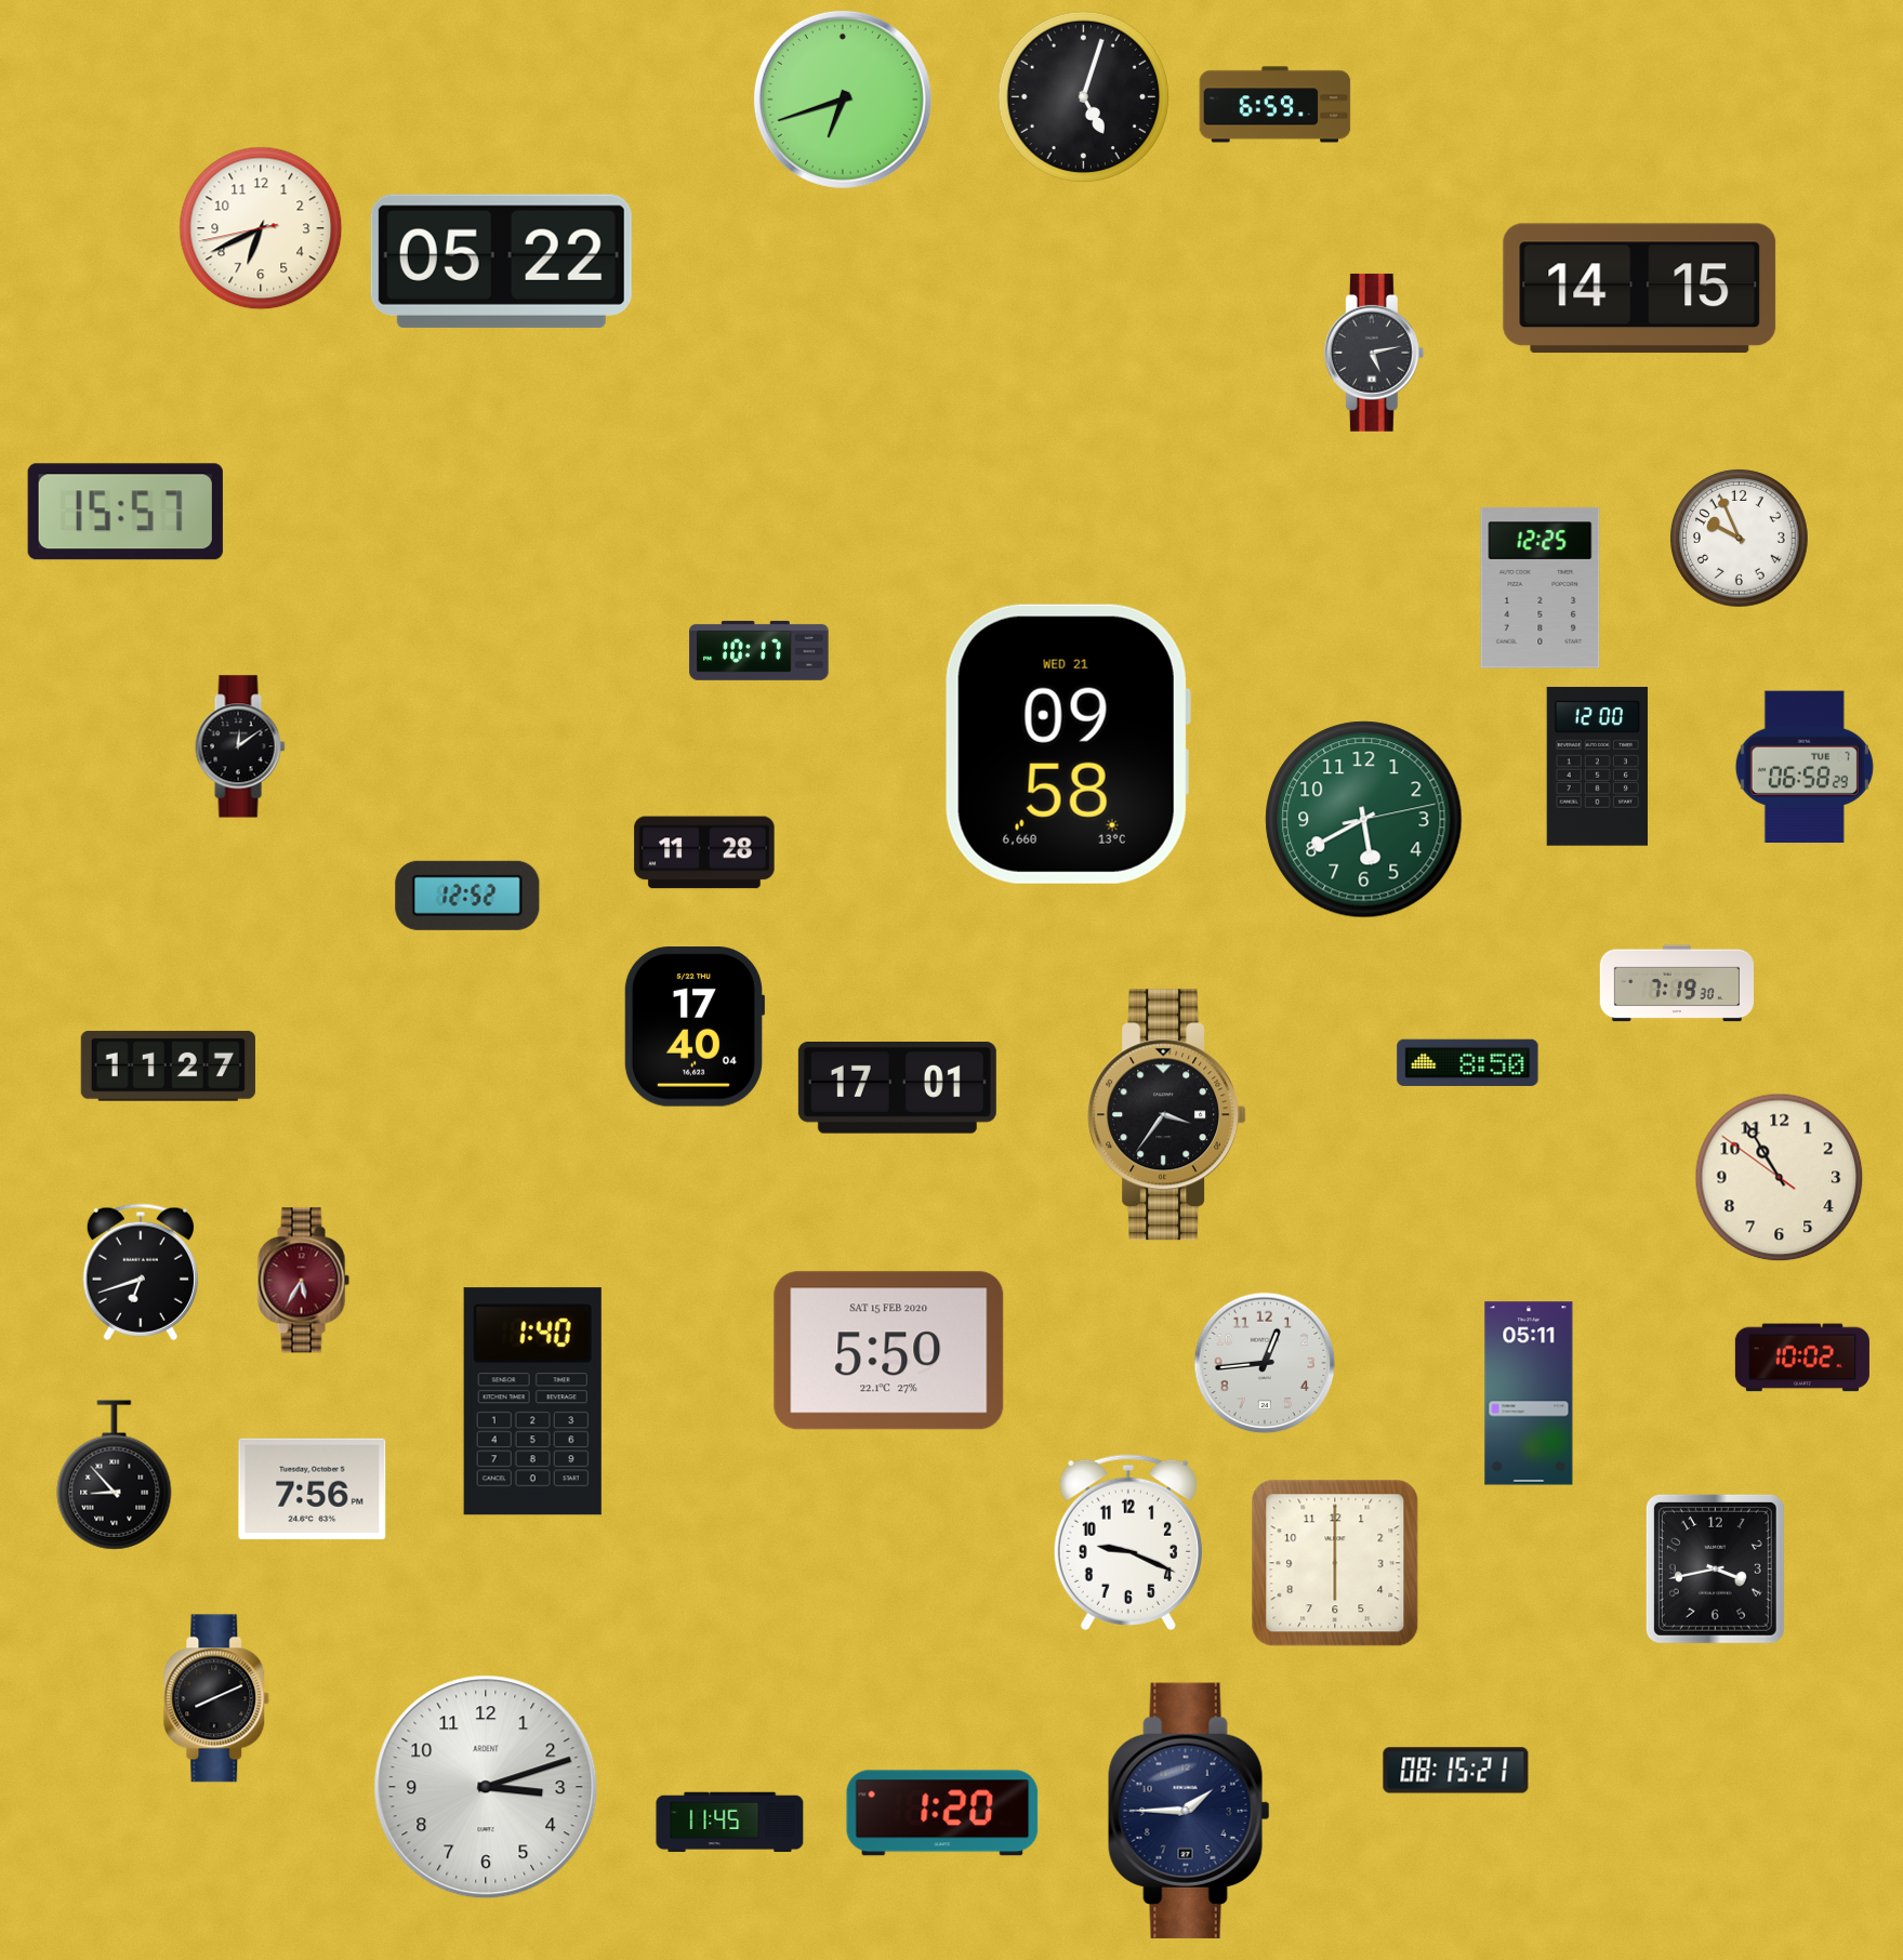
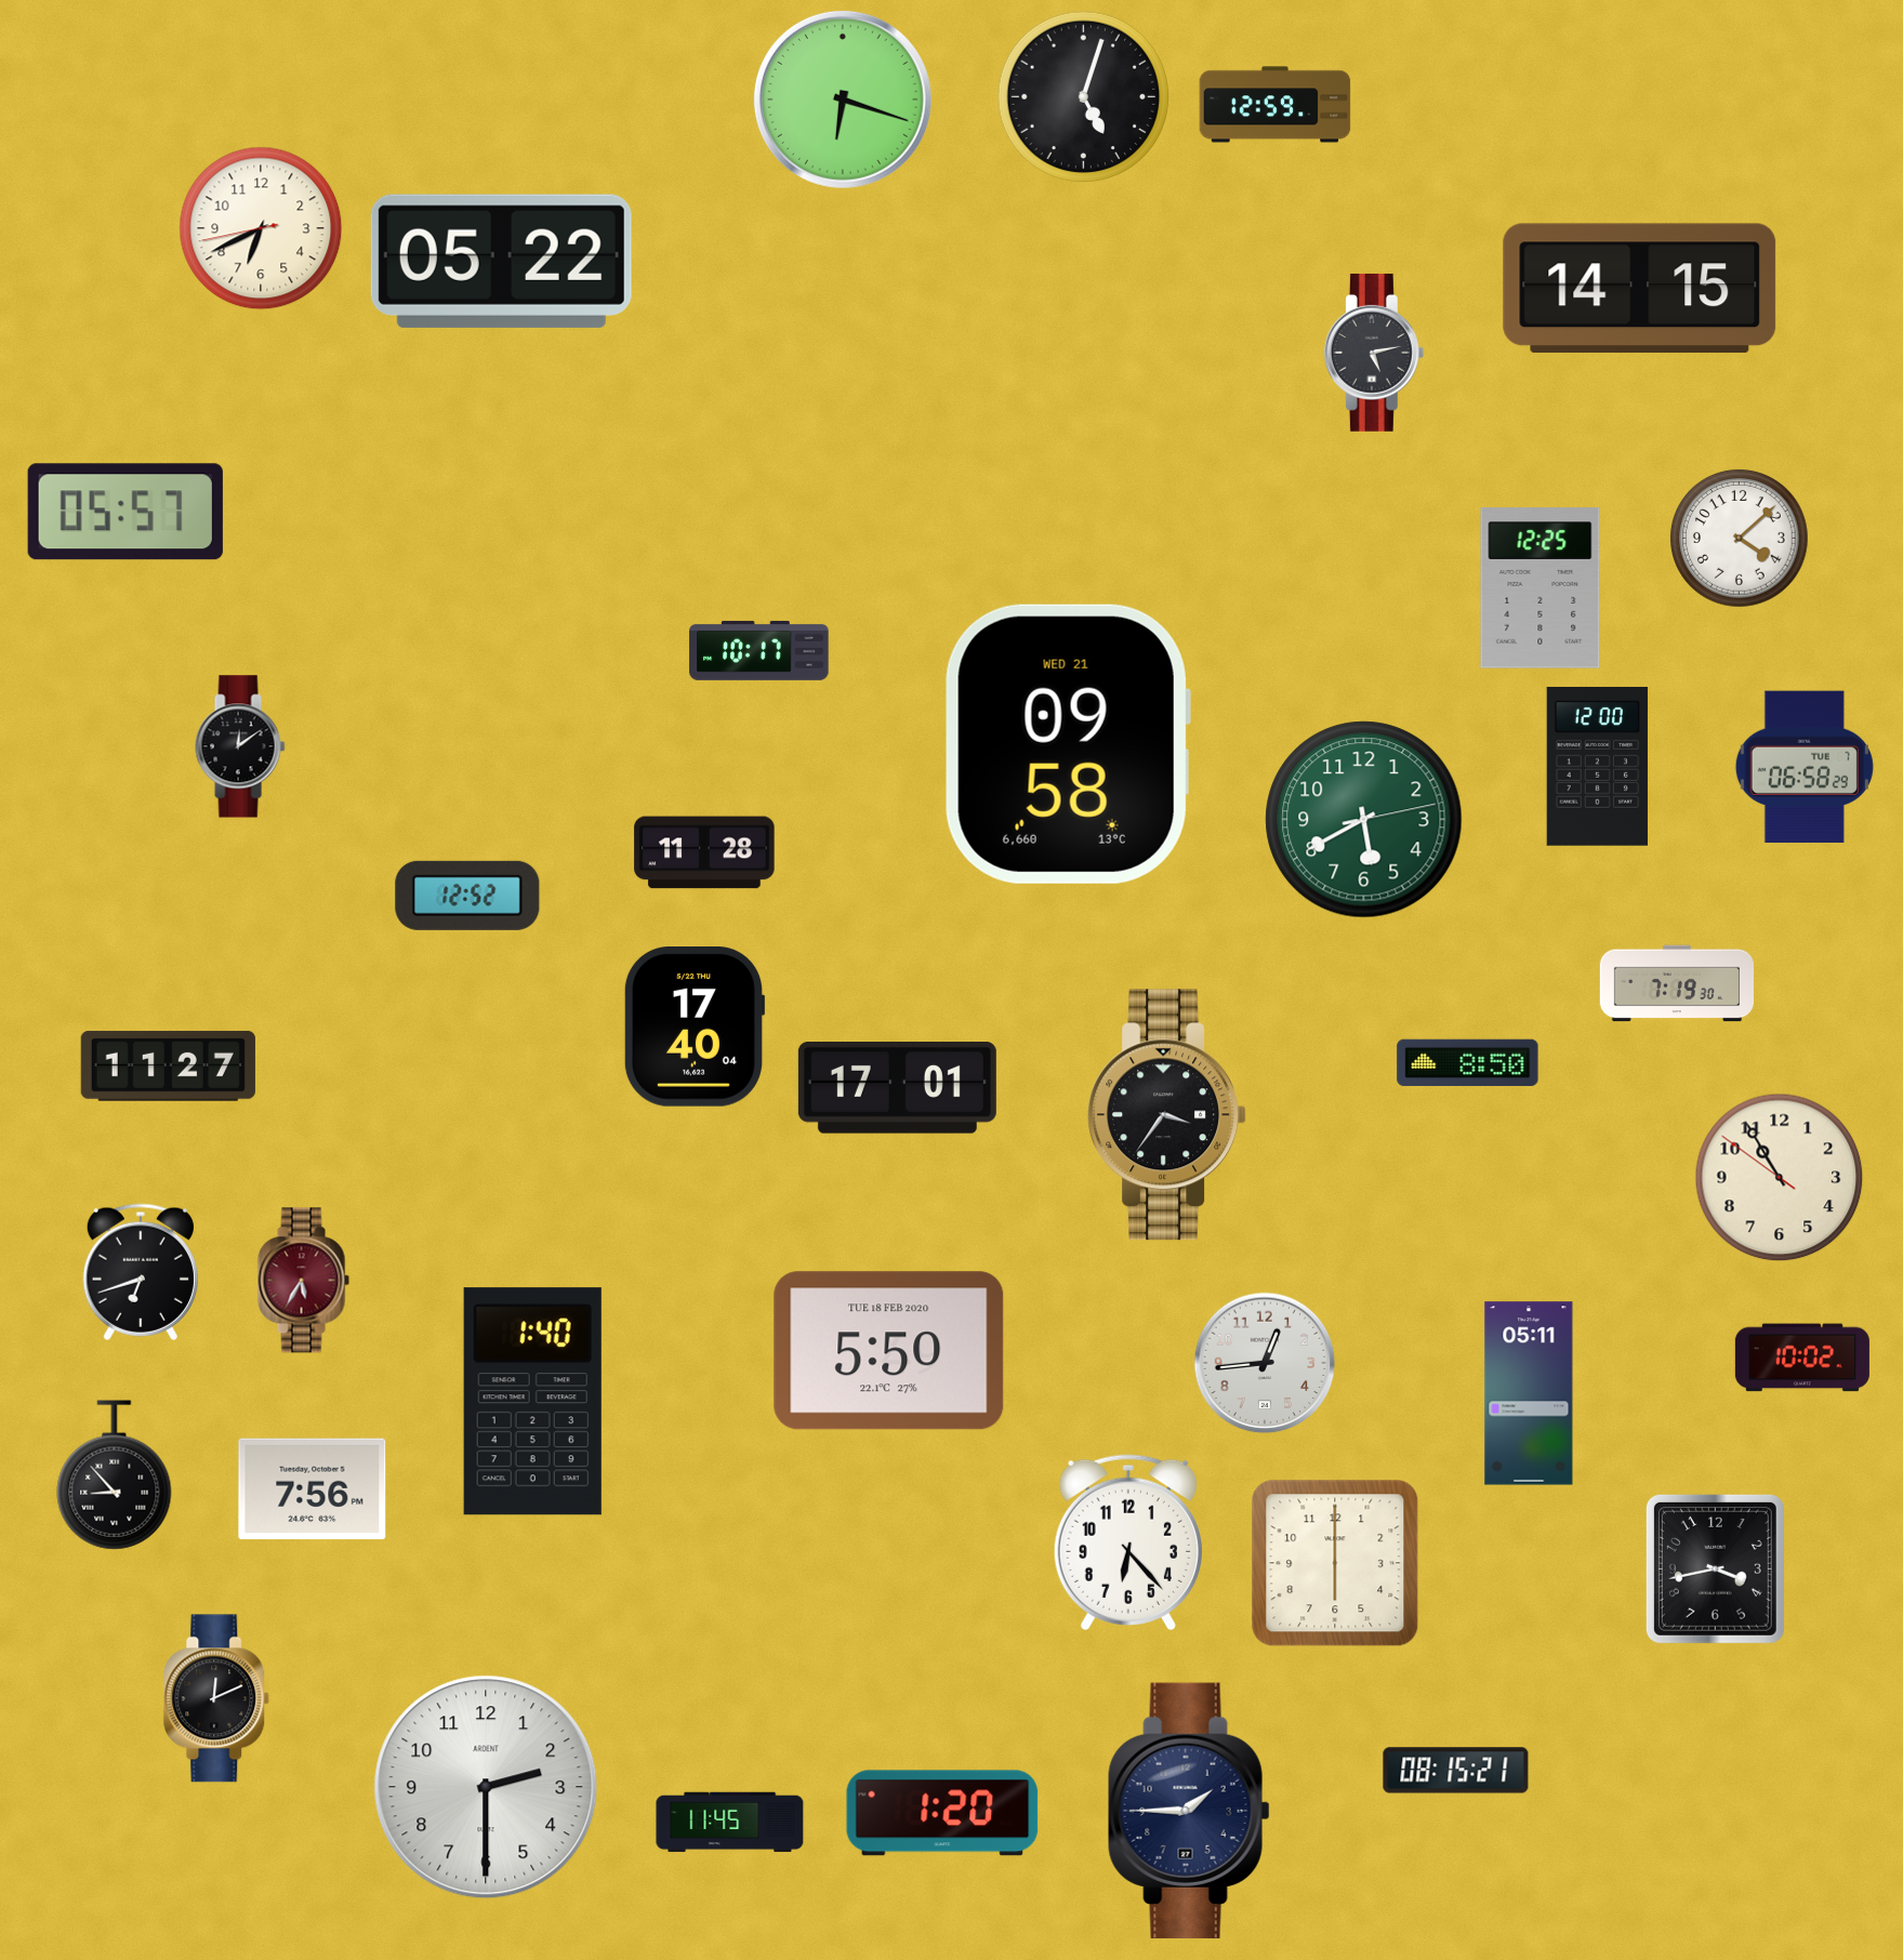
clock at (843, 100): 6:42 -> 6:18
clock at (1276, 105): 6:59 -> 12:59
clock at (125, 512): 15:57 -> 05:57
clock at (1740, 539): 9:56 -> 4:08
clock at (889, 1351) date: SAT 15 FEB 2020 -> TUE 18 FEB 2020
clock at (1128, 1542): 9:19 -> 6:23
clock at (216, 1698): 8:11 -> 12:11
clock at (486, 1787): 3:12 -> 2:30
